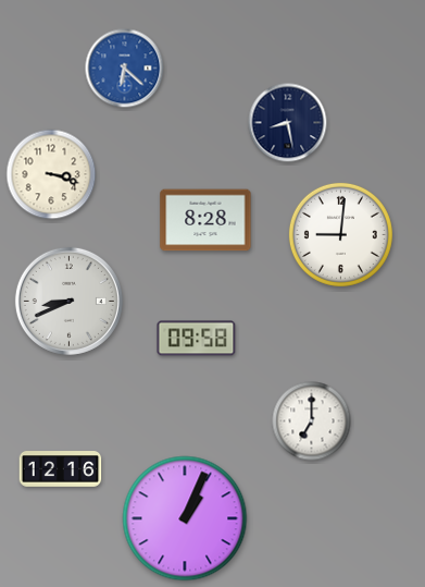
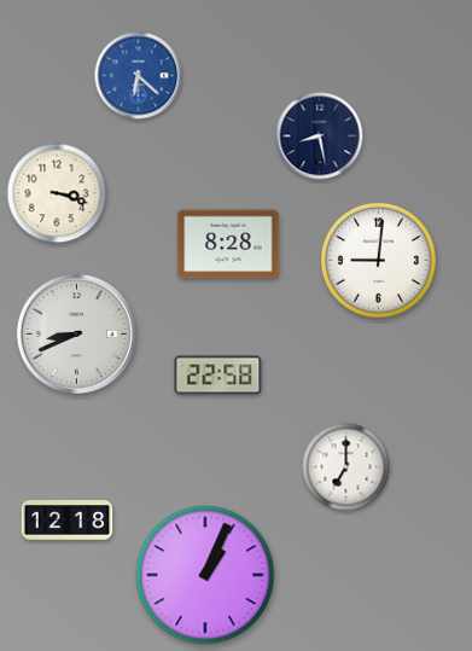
clock at (197, 339): 09:58 -> 22:58
clock at (61, 469): 12:16 -> 12:18
